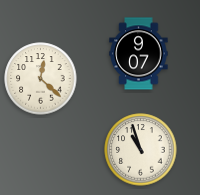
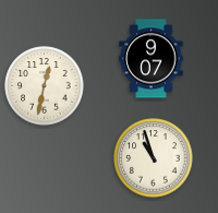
clock at (41, 79): 12:22 -> 12:32
clock at (141, 150) position: (141, 150) -> (154, 158)
